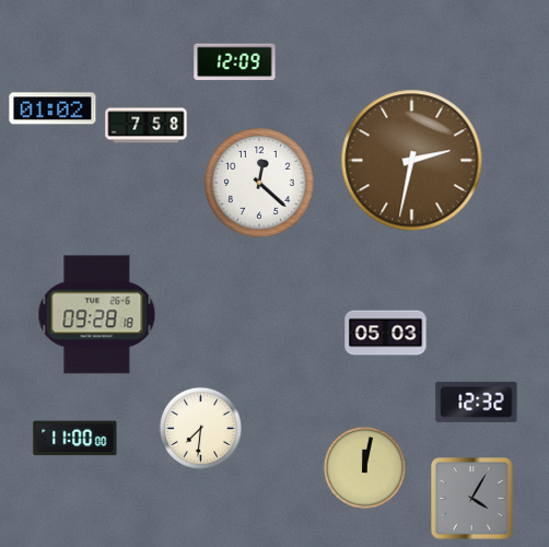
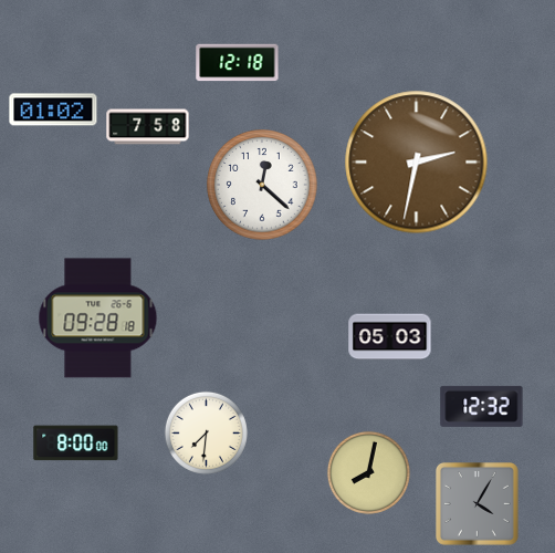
clock at (235, 62): 12:09 -> 12:18
clock at (200, 428) position: (200, 428) -> (206, 432)
clock at (75, 439): 11:00 -> 8:00
clock at (364, 467): 12:02 -> 8:02
